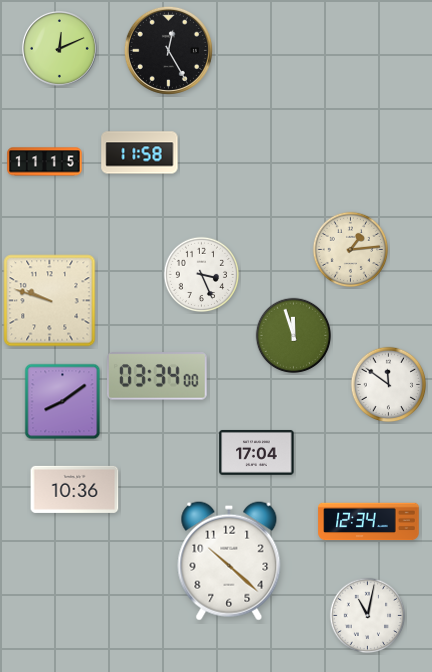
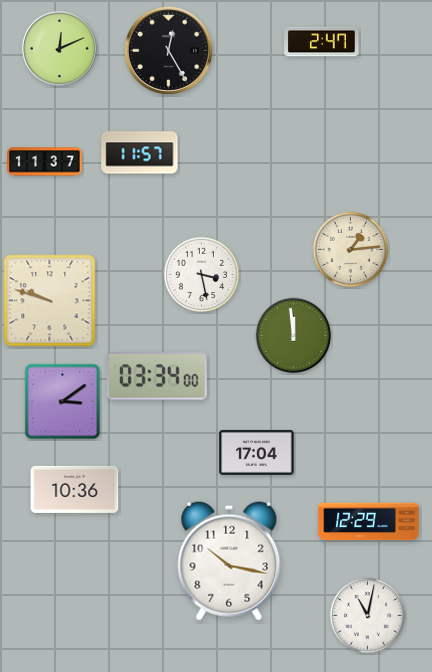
clock at (322, 42): none -> 2:47
clock at (140, 153): 11:58 -> 11:57
clock at (45, 162): 11:15 -> 11:37
clock at (202, 275): 3:26 -> 3:28
clock at (294, 336): 11:57 -> 11:59
clock at (389, 385): 11:51 -> none
clock at (63, 402): 8:09 -> 3:09
clock at (369, 522): 12:34 -> 12:29
clock at (229, 561): 10:22 -> 10:17
